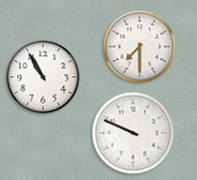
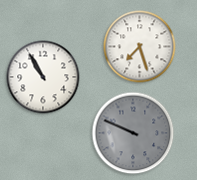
clock at (140, 47): 7:30 -> 7:27
clock at (133, 133) dial: white -> grey
